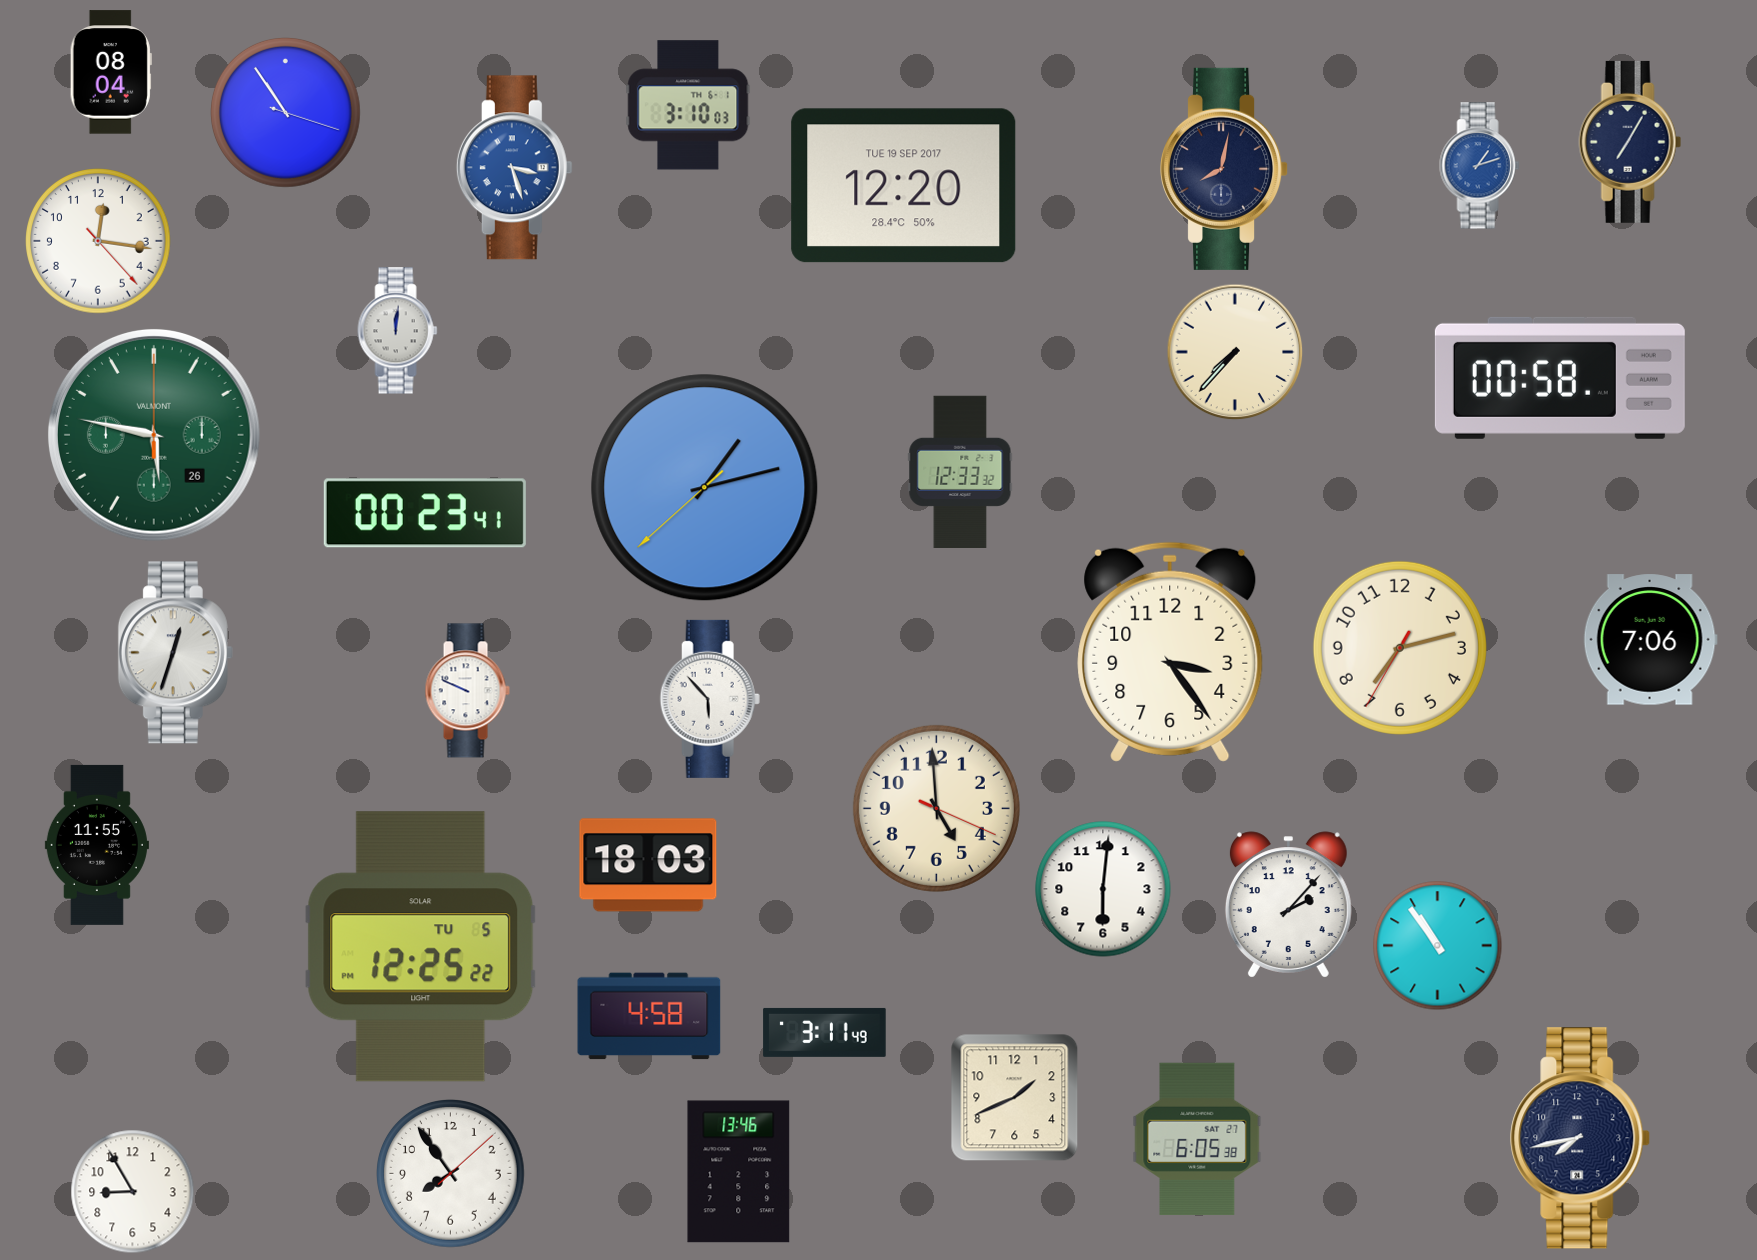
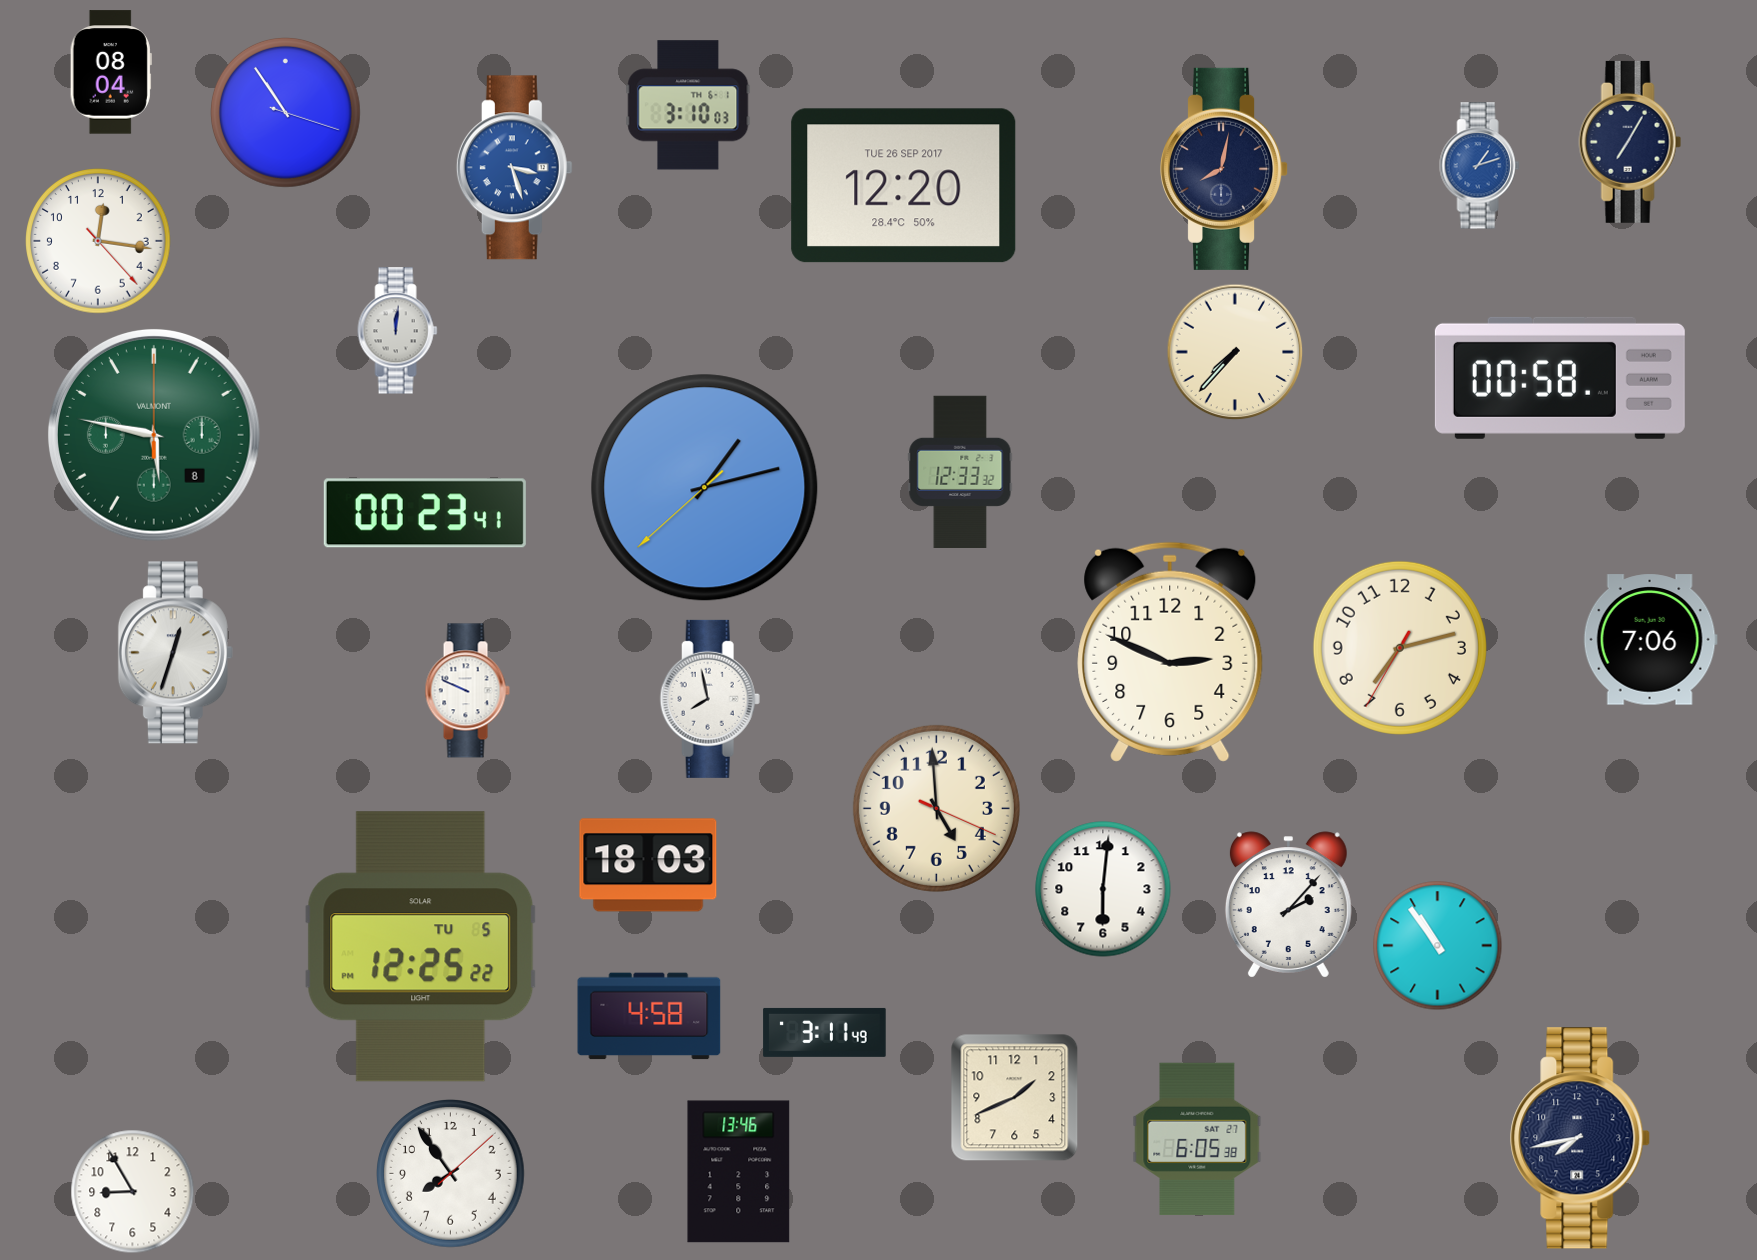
clock at (904, 186) date: TUE 19 SEP 2017 -> TUE 26 SEP 2017
clock at (154, 435) date: 26 -> 8
clock at (1170, 652): 3:24 -> 2:49
clock at (710, 699): 5:53 -> 7:58
clock at (97, 845): 11:55 -> none
